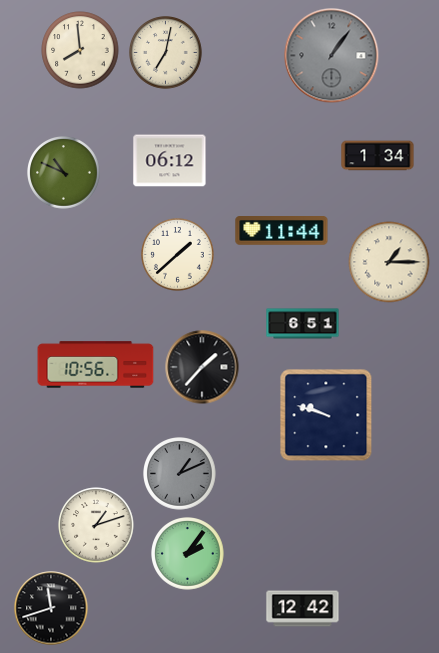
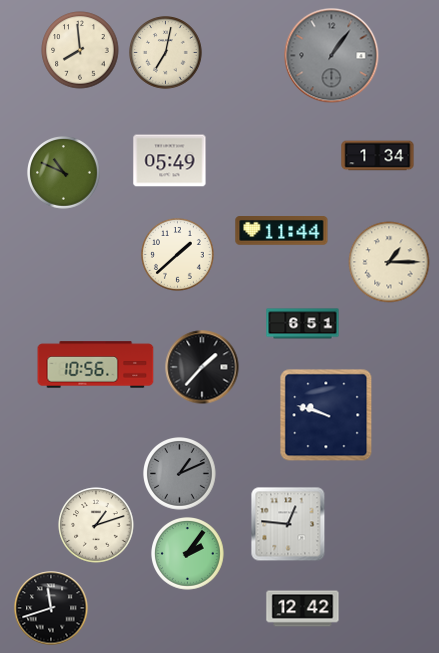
clock at (170, 161): 06:12 -> 05:49
clock at (288, 524): none -> 12:46
